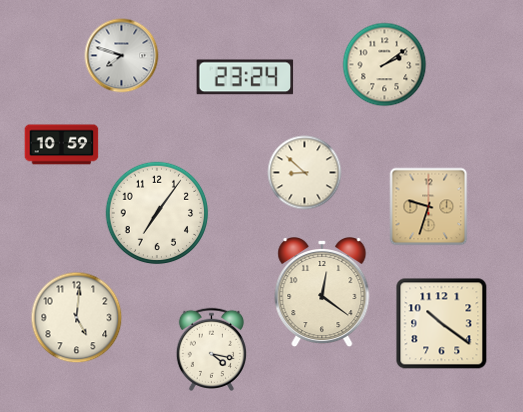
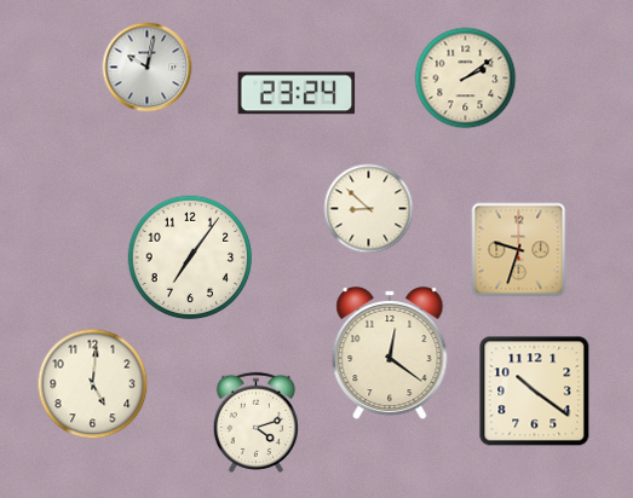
clock at (122, 56): 7:48 -> 10:02
clock at (62, 145): 10:59 -> none
clock at (211, 349): 4:17 -> 4:12
